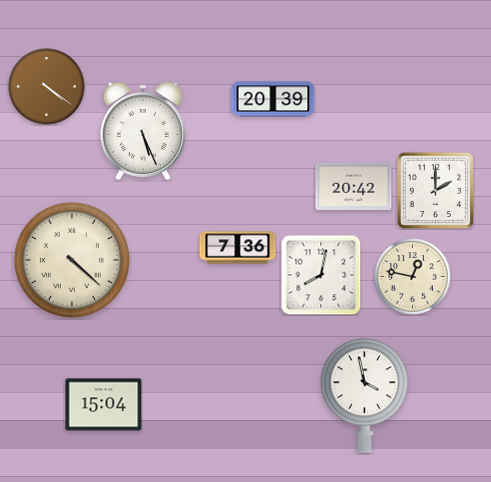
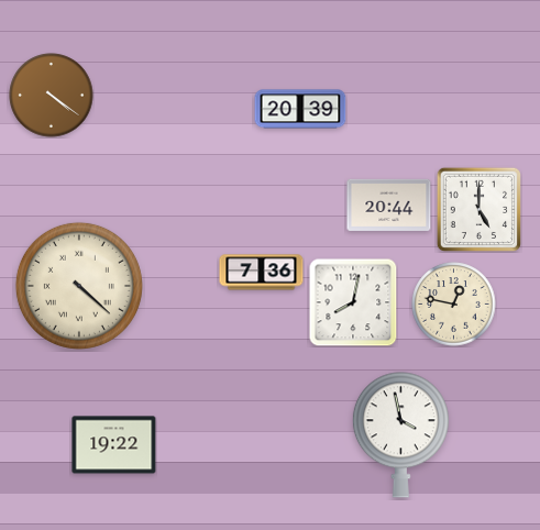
clock at (143, 131): 5:26 -> none
clock at (354, 186): 20:42 -> 20:44
clock at (435, 190): 2:00 -> 5:00
clock at (104, 405): 15:04 -> 19:22
